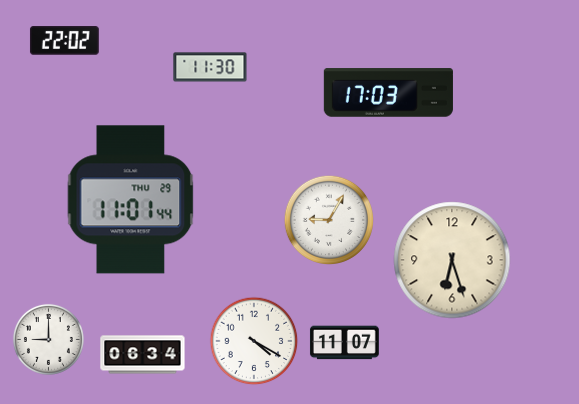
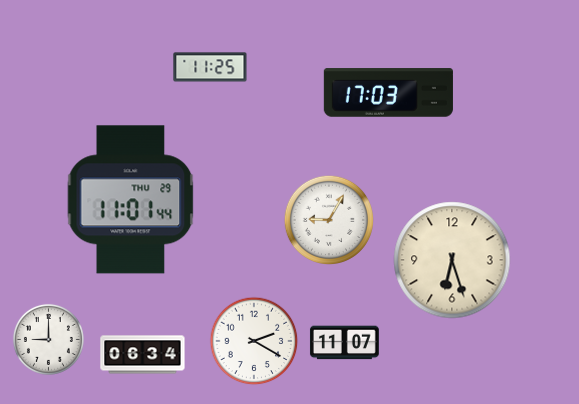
clock at (64, 41): 22:02 -> none
clock at (210, 67): 11:30 -> 11:25
clock at (254, 341): 4:20 -> 2:20
